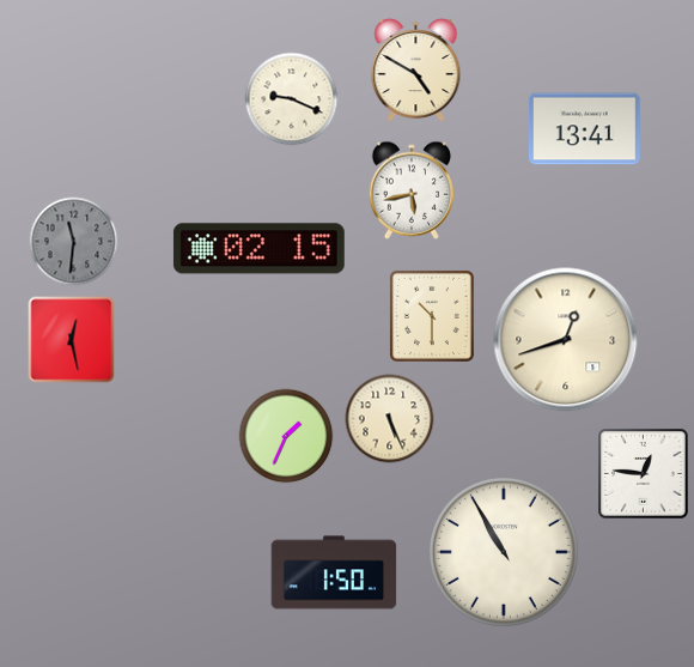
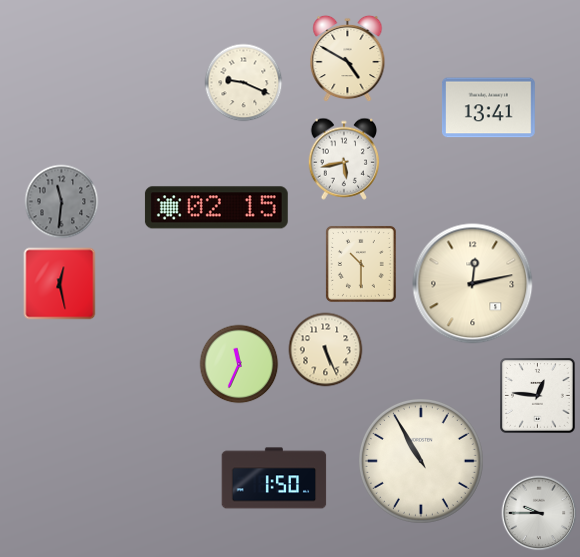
clock at (566, 340): 12:42 -> 12:13
clock at (286, 436): 1:34 -> 11:34
clock at (334, 572) position: (334, 572) -> (274, 478)
clock at (539, 513): none -> 9:45
